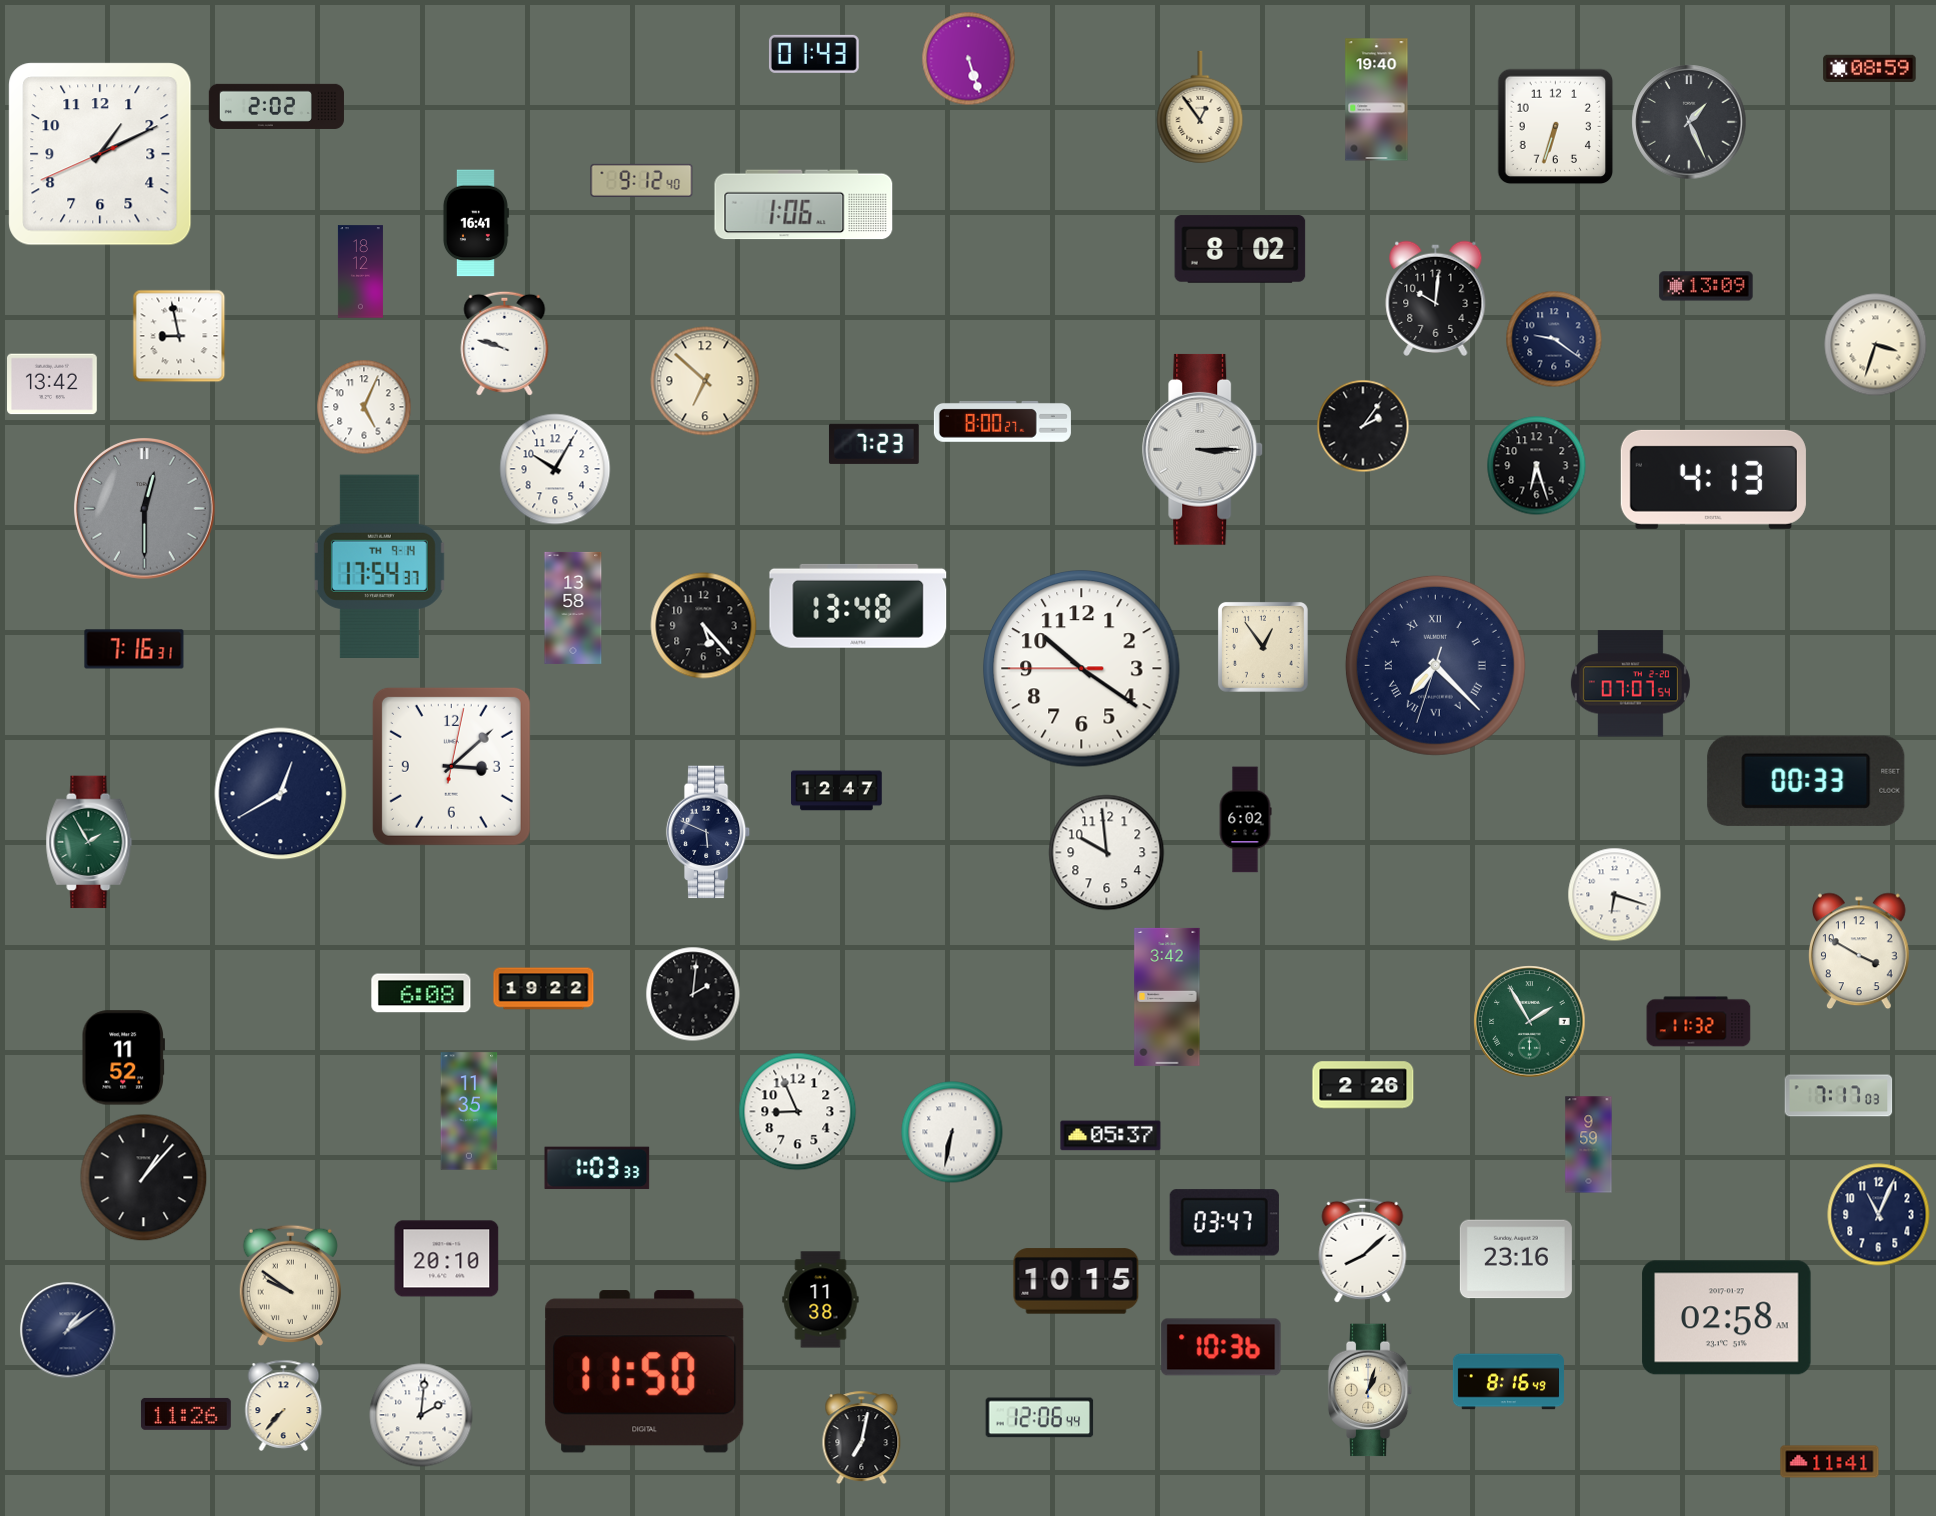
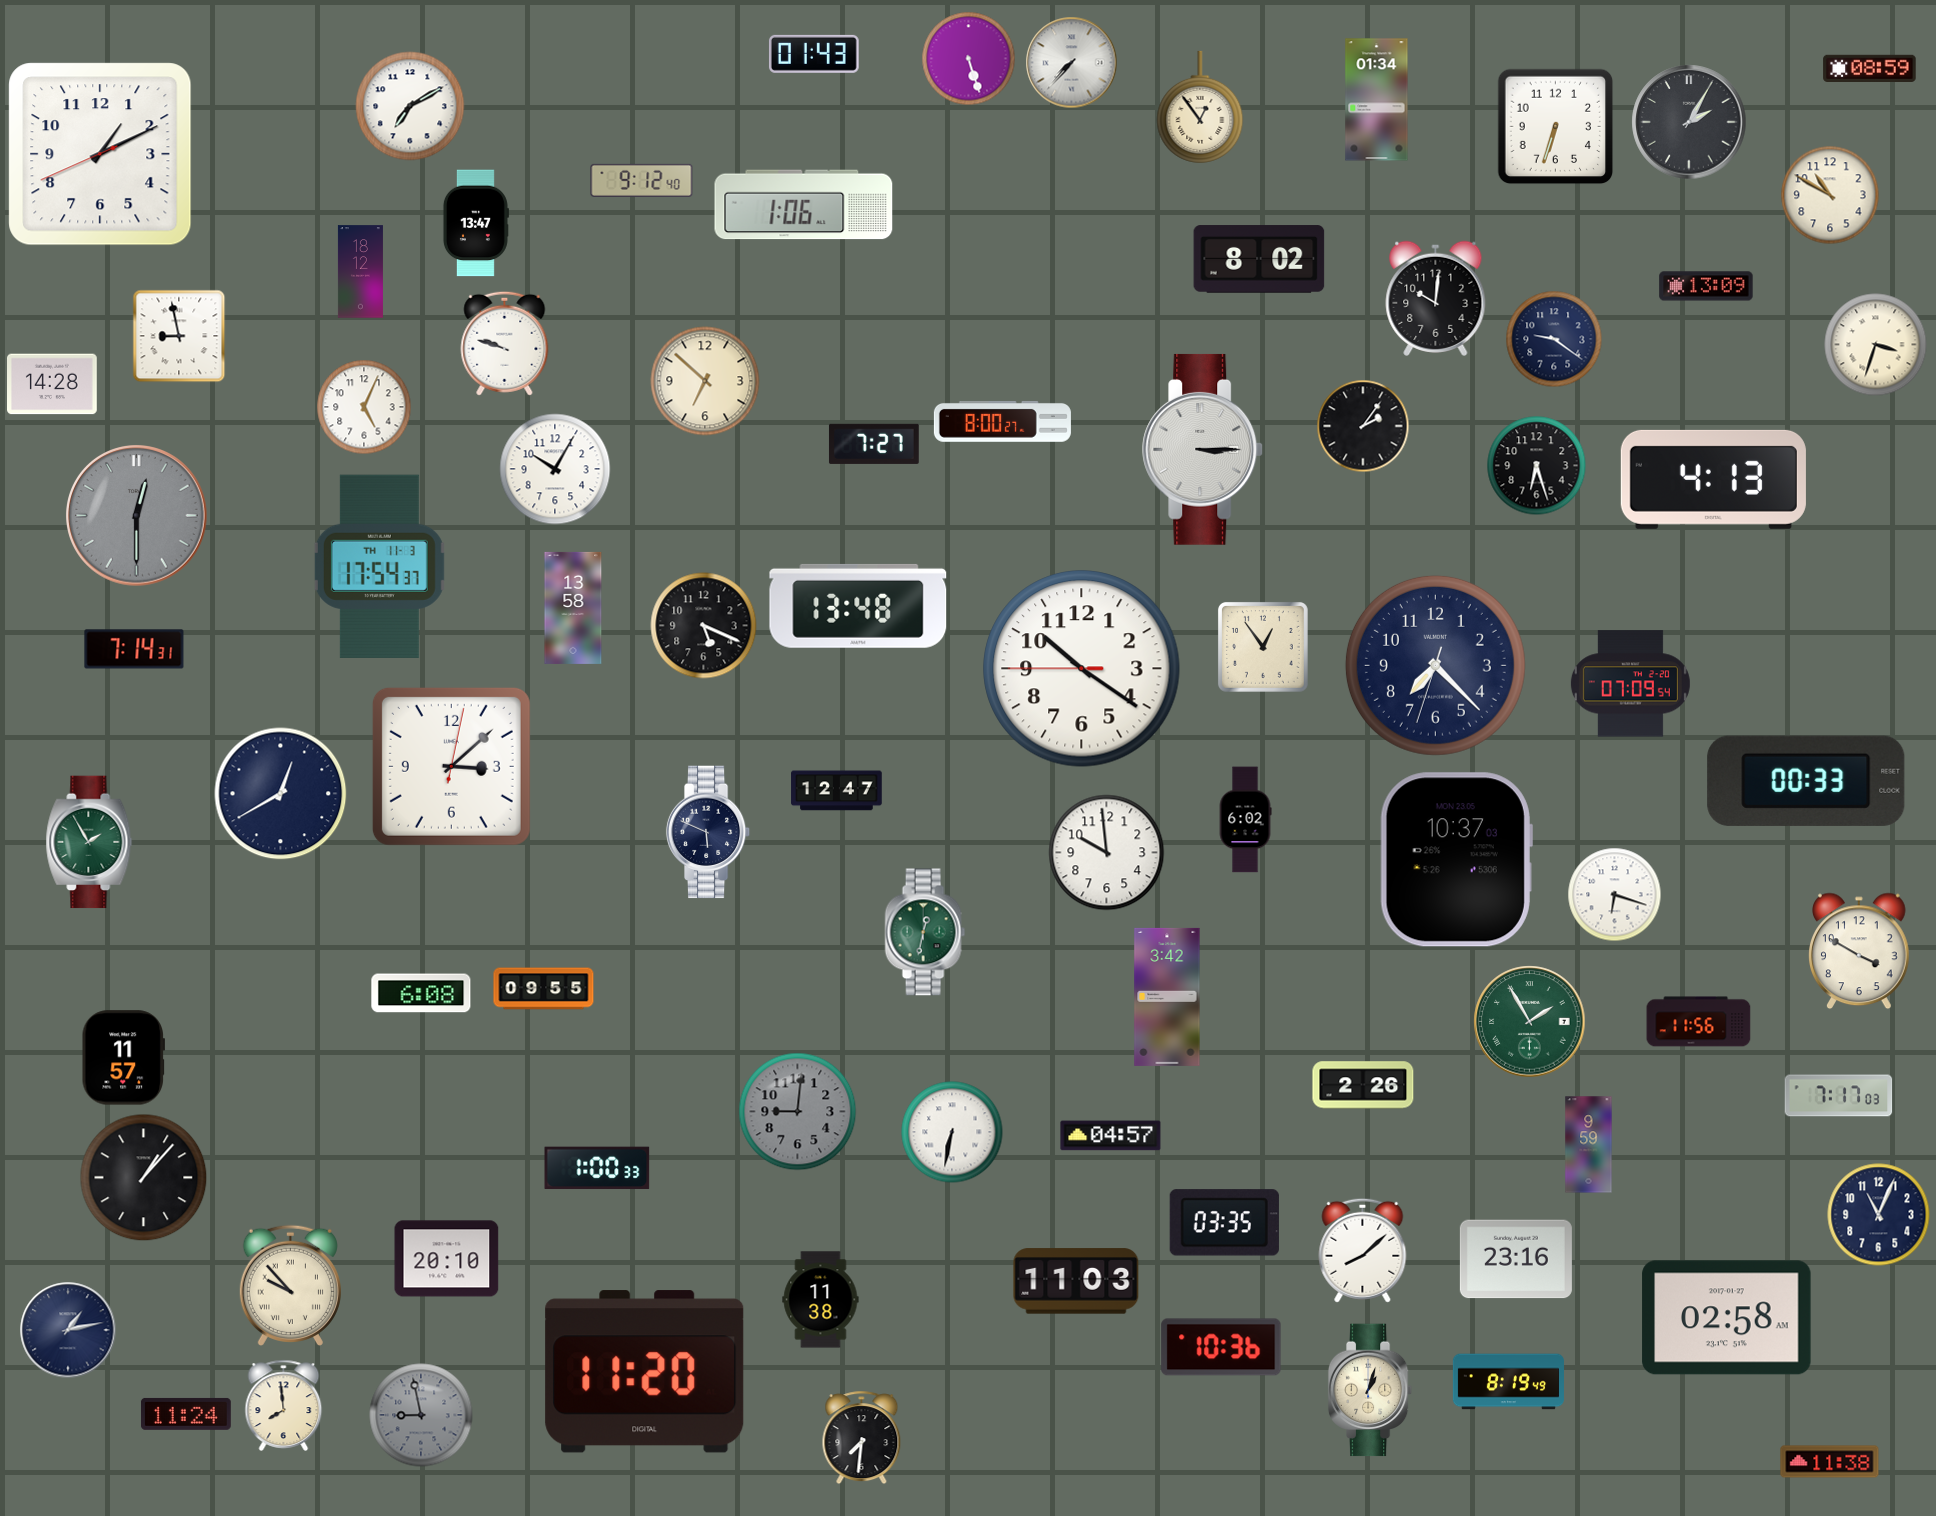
clock at (1072, 63): none -> 7:37
clock at (1377, 100): 19:40 -> 01:34
clock at (276, 106): 2:02 -> none
clock at (410, 106): none -> 7:10
clock at (1689, 122): 1:26 -> 2:05
clock at (1830, 195): none -> 10:50
clock at (475, 223): 16:41 -> 13:47
clock at (1240, 249) position: (1240, 249) -> (1259, 259)
clock at (53, 384): 13:42 -> 14:28
clock at (874, 444): 7:23 -> 7:27
clock at (145, 509) position: (145, 509) -> (137, 516)
clock at (379, 566) date: TH 9-14 -> TH 11-3
clock at (704, 626): 5:23 -> 5:19
clock at (134, 649): 7:16 -> 7:14
clock at (1435, 665) numerals: Roman -> Arabic
clock at (1630, 684): 07:07 -> 07:09
clock at (1456, 860): none -> 10:37
clock at (925, 932): none -> 12:32
clock at (544, 989): 19:22 -> 09:55
clock at (693, 994): 2:01 -> none
clock at (1699, 1022): 11:32 -> 11:56
clock at (123, 1058): 11:52 -> 11:57
clock at (469, 1111): 11:35 -> none
clock at (798, 1112): 8:56 -> 9:01
clock at (798, 1112) dial: white -> grey
clock at (1111, 1136): 05:37 -> 04:57
clock at (597, 1168): 1:03 -> 1:00
clock at (1224, 1223): 03:47 -> 03:35
clock at (1076, 1281): 10:15 -> 11:03
clock at (290, 1285): 9:51 -> 9:53
clock at (68, 1330): 1:09 -> 1:13
clock at (645, 1372): 11:50 -> 11:20
clock at (1508, 1382): 8:16 -> 8:19
clock at (284, 1405): 7:37 -> 7:59
clock at (186, 1414): 11:26 -> 11:24
clock at (421, 1415): 2:01 -> 8:58
clock at (421, 1415) dial: white -> grey
clock at (1040, 1418): 12:06 -> none
clock at (862, 1438): 7:02 -> 7:31
clock at (1830, 1462): 11:41 -> 11:38
